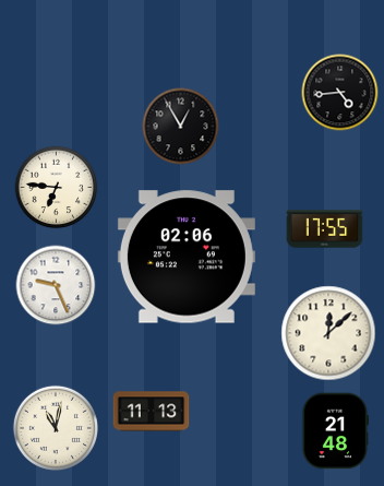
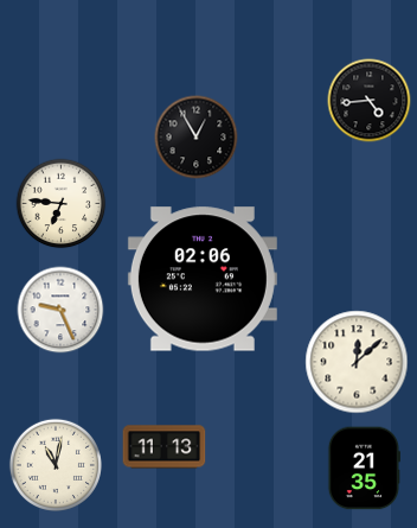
clock at (325, 229): 17:55 -> none
clock at (56, 428) position: (56, 428) -> (56, 465)
clock at (334, 431): 21:48 -> 21:35
